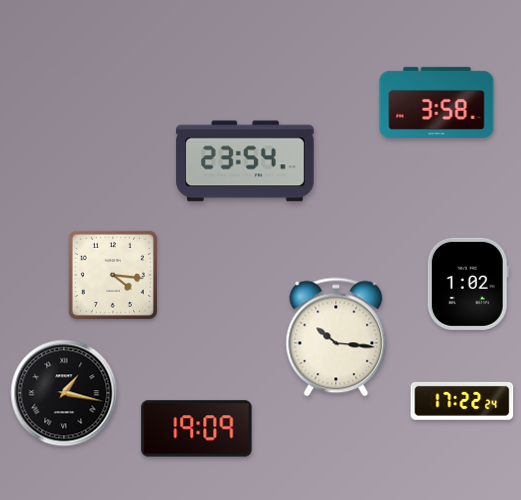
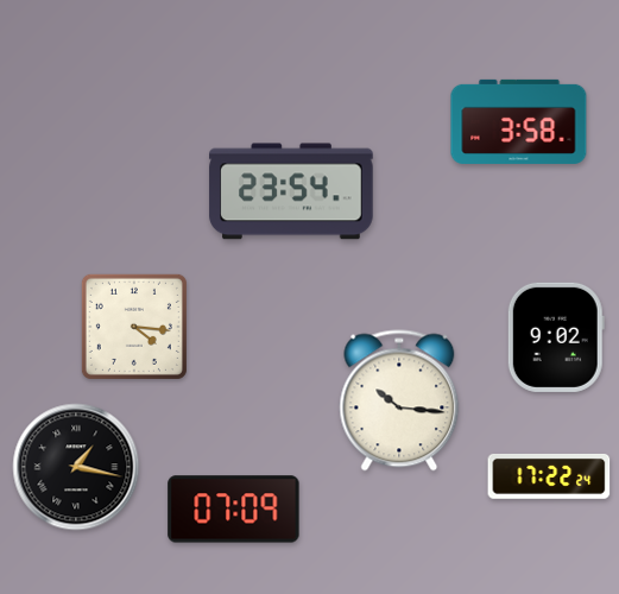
clock at (468, 284): 1:02 -> 9:02
clock at (197, 429): 19:09 -> 07:09
